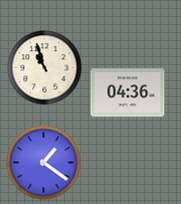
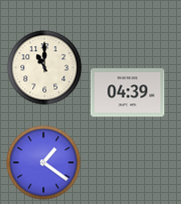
clock at (45, 68): 10:57 -> 11:00
clock at (128, 93): 04:36 -> 04:39
